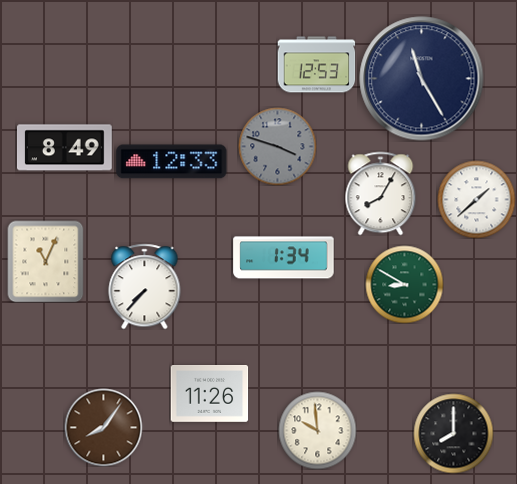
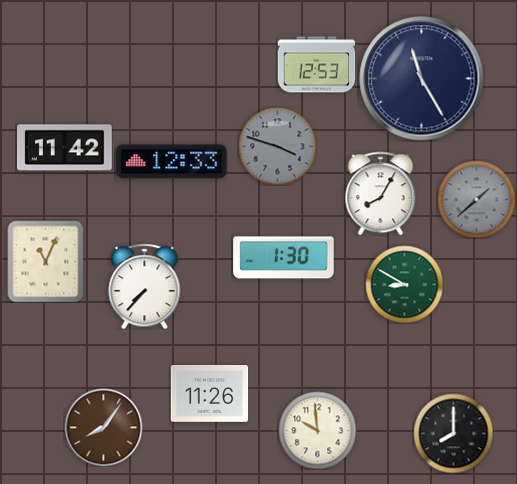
clock at (65, 148): 8:49 -> 11:42
clock at (476, 199) dial: white -> grey
clock at (284, 258): 1:34 -> 1:30
